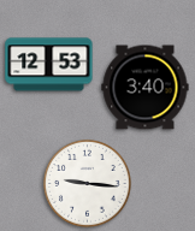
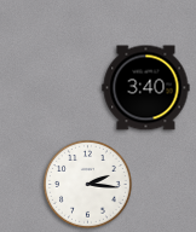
clock at (49, 65): 12:53 -> none
clock at (87, 183): 9:16 -> 2:16
